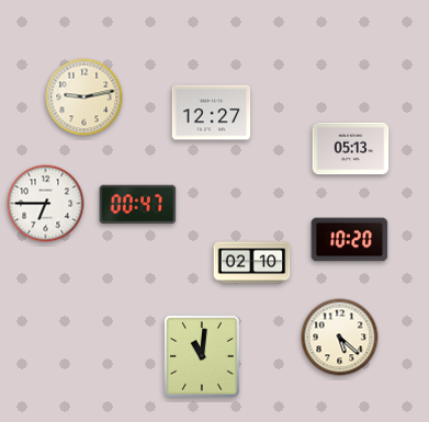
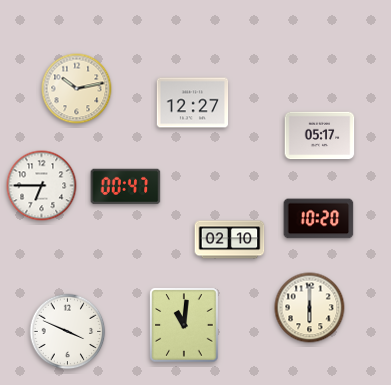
clock at (84, 98): 9:13 -> 10:13
clock at (351, 149): 05:13 -> 05:17
clock at (340, 338): 5:22 -> 6:00
clock at (68, 332): none -> 3:49
